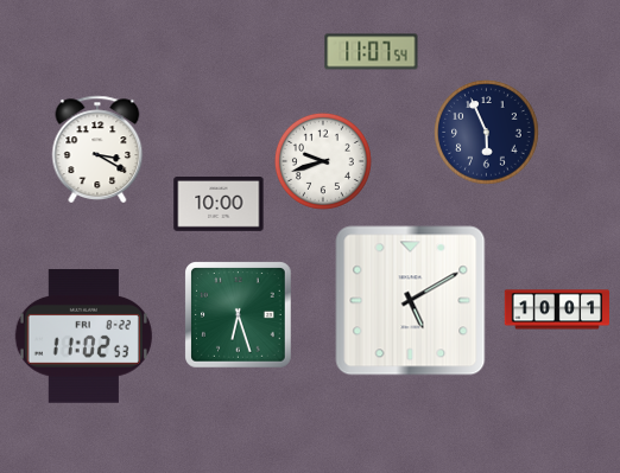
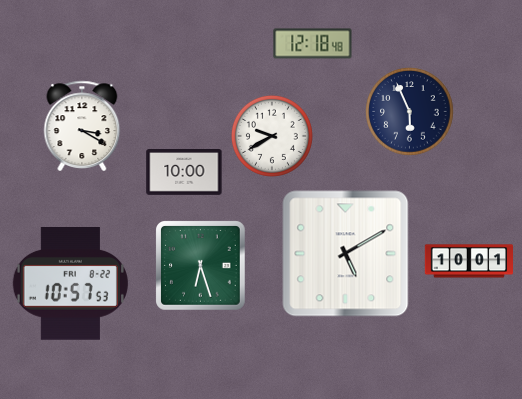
clock at (372, 52): 11:07 -> 12:18
clock at (323, 161): 9:42 -> 9:40
clock at (83, 337): 11:02 -> 10:57
